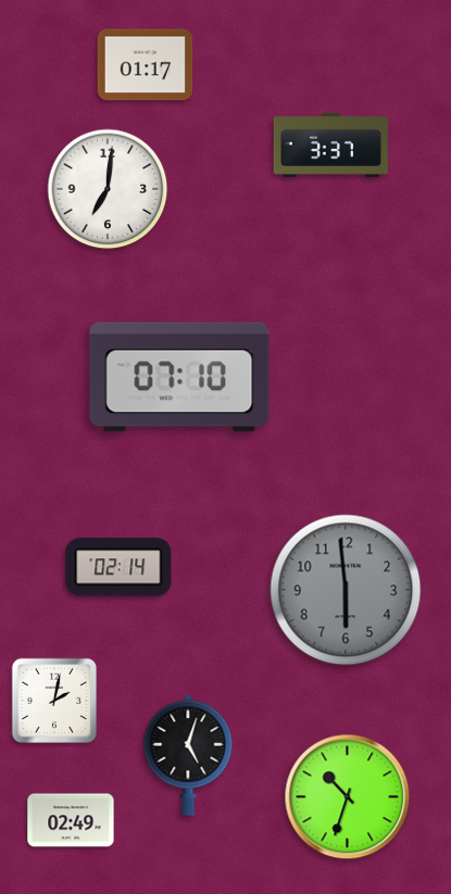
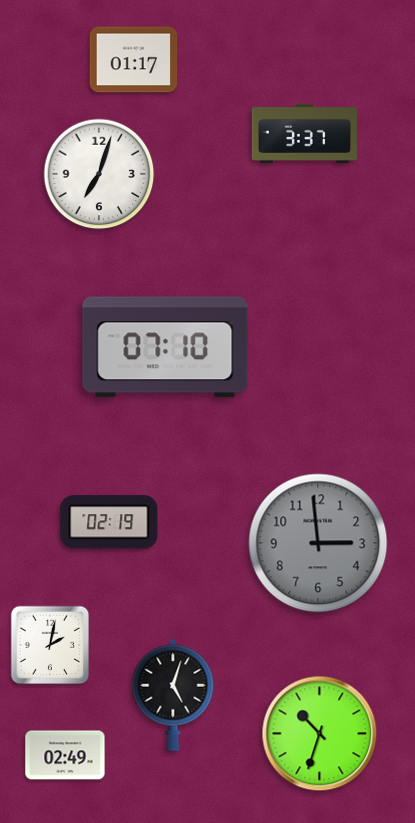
clock at (108, 189): 7:01 -> 7:03
clock at (118, 567): 02:14 -> 02:19
clock at (346, 590): 5:59 -> 2:59
